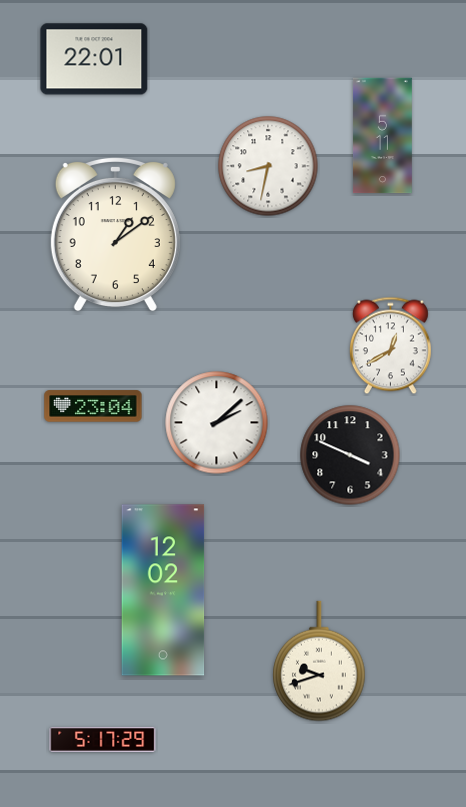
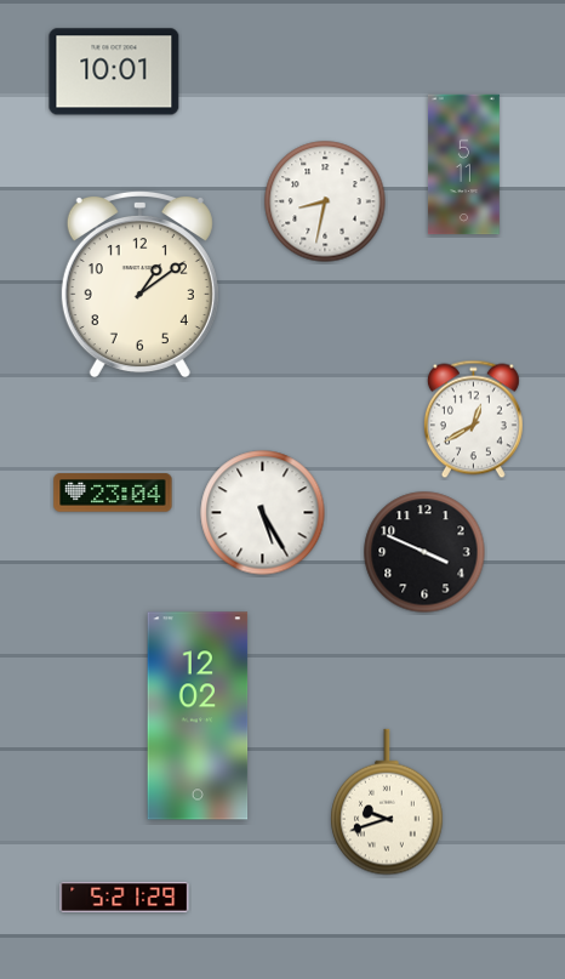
clock at (94, 59): 22:01 -> 10:01
clock at (217, 423): 2:08 -> 5:25
clock at (103, 739): 5:17 -> 5:21
